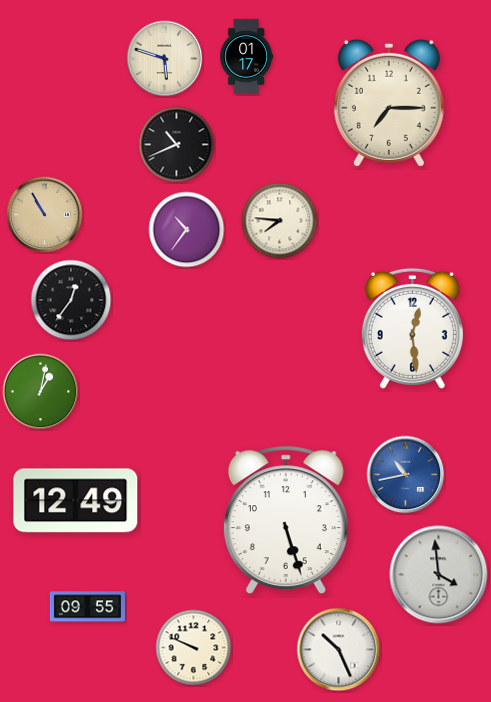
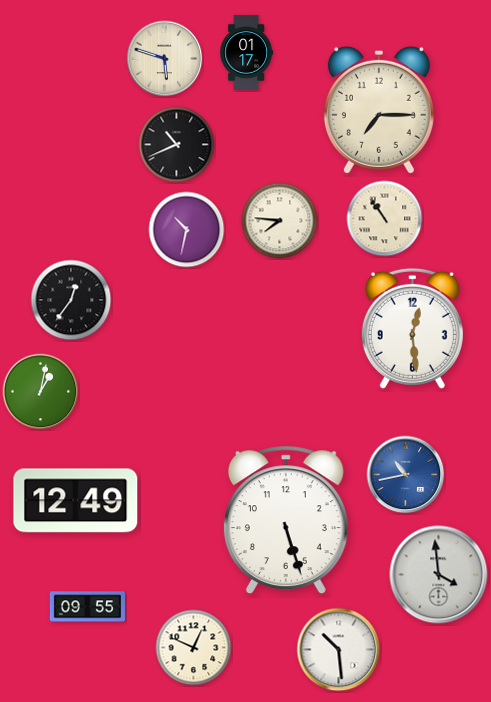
clock at (247, 56) position: (247, 56) -> (247, 52)
clock at (389, 103) position: (389, 103) -> (379, 110)
clock at (45, 215): 10:55 -> none
clock at (385, 219): none -> 10:54
clock at (187, 230): 10:36 -> 10:32
clock at (194, 648): 9:49 -> 12:49
clock at (339, 650): 10:26 -> 10:29
